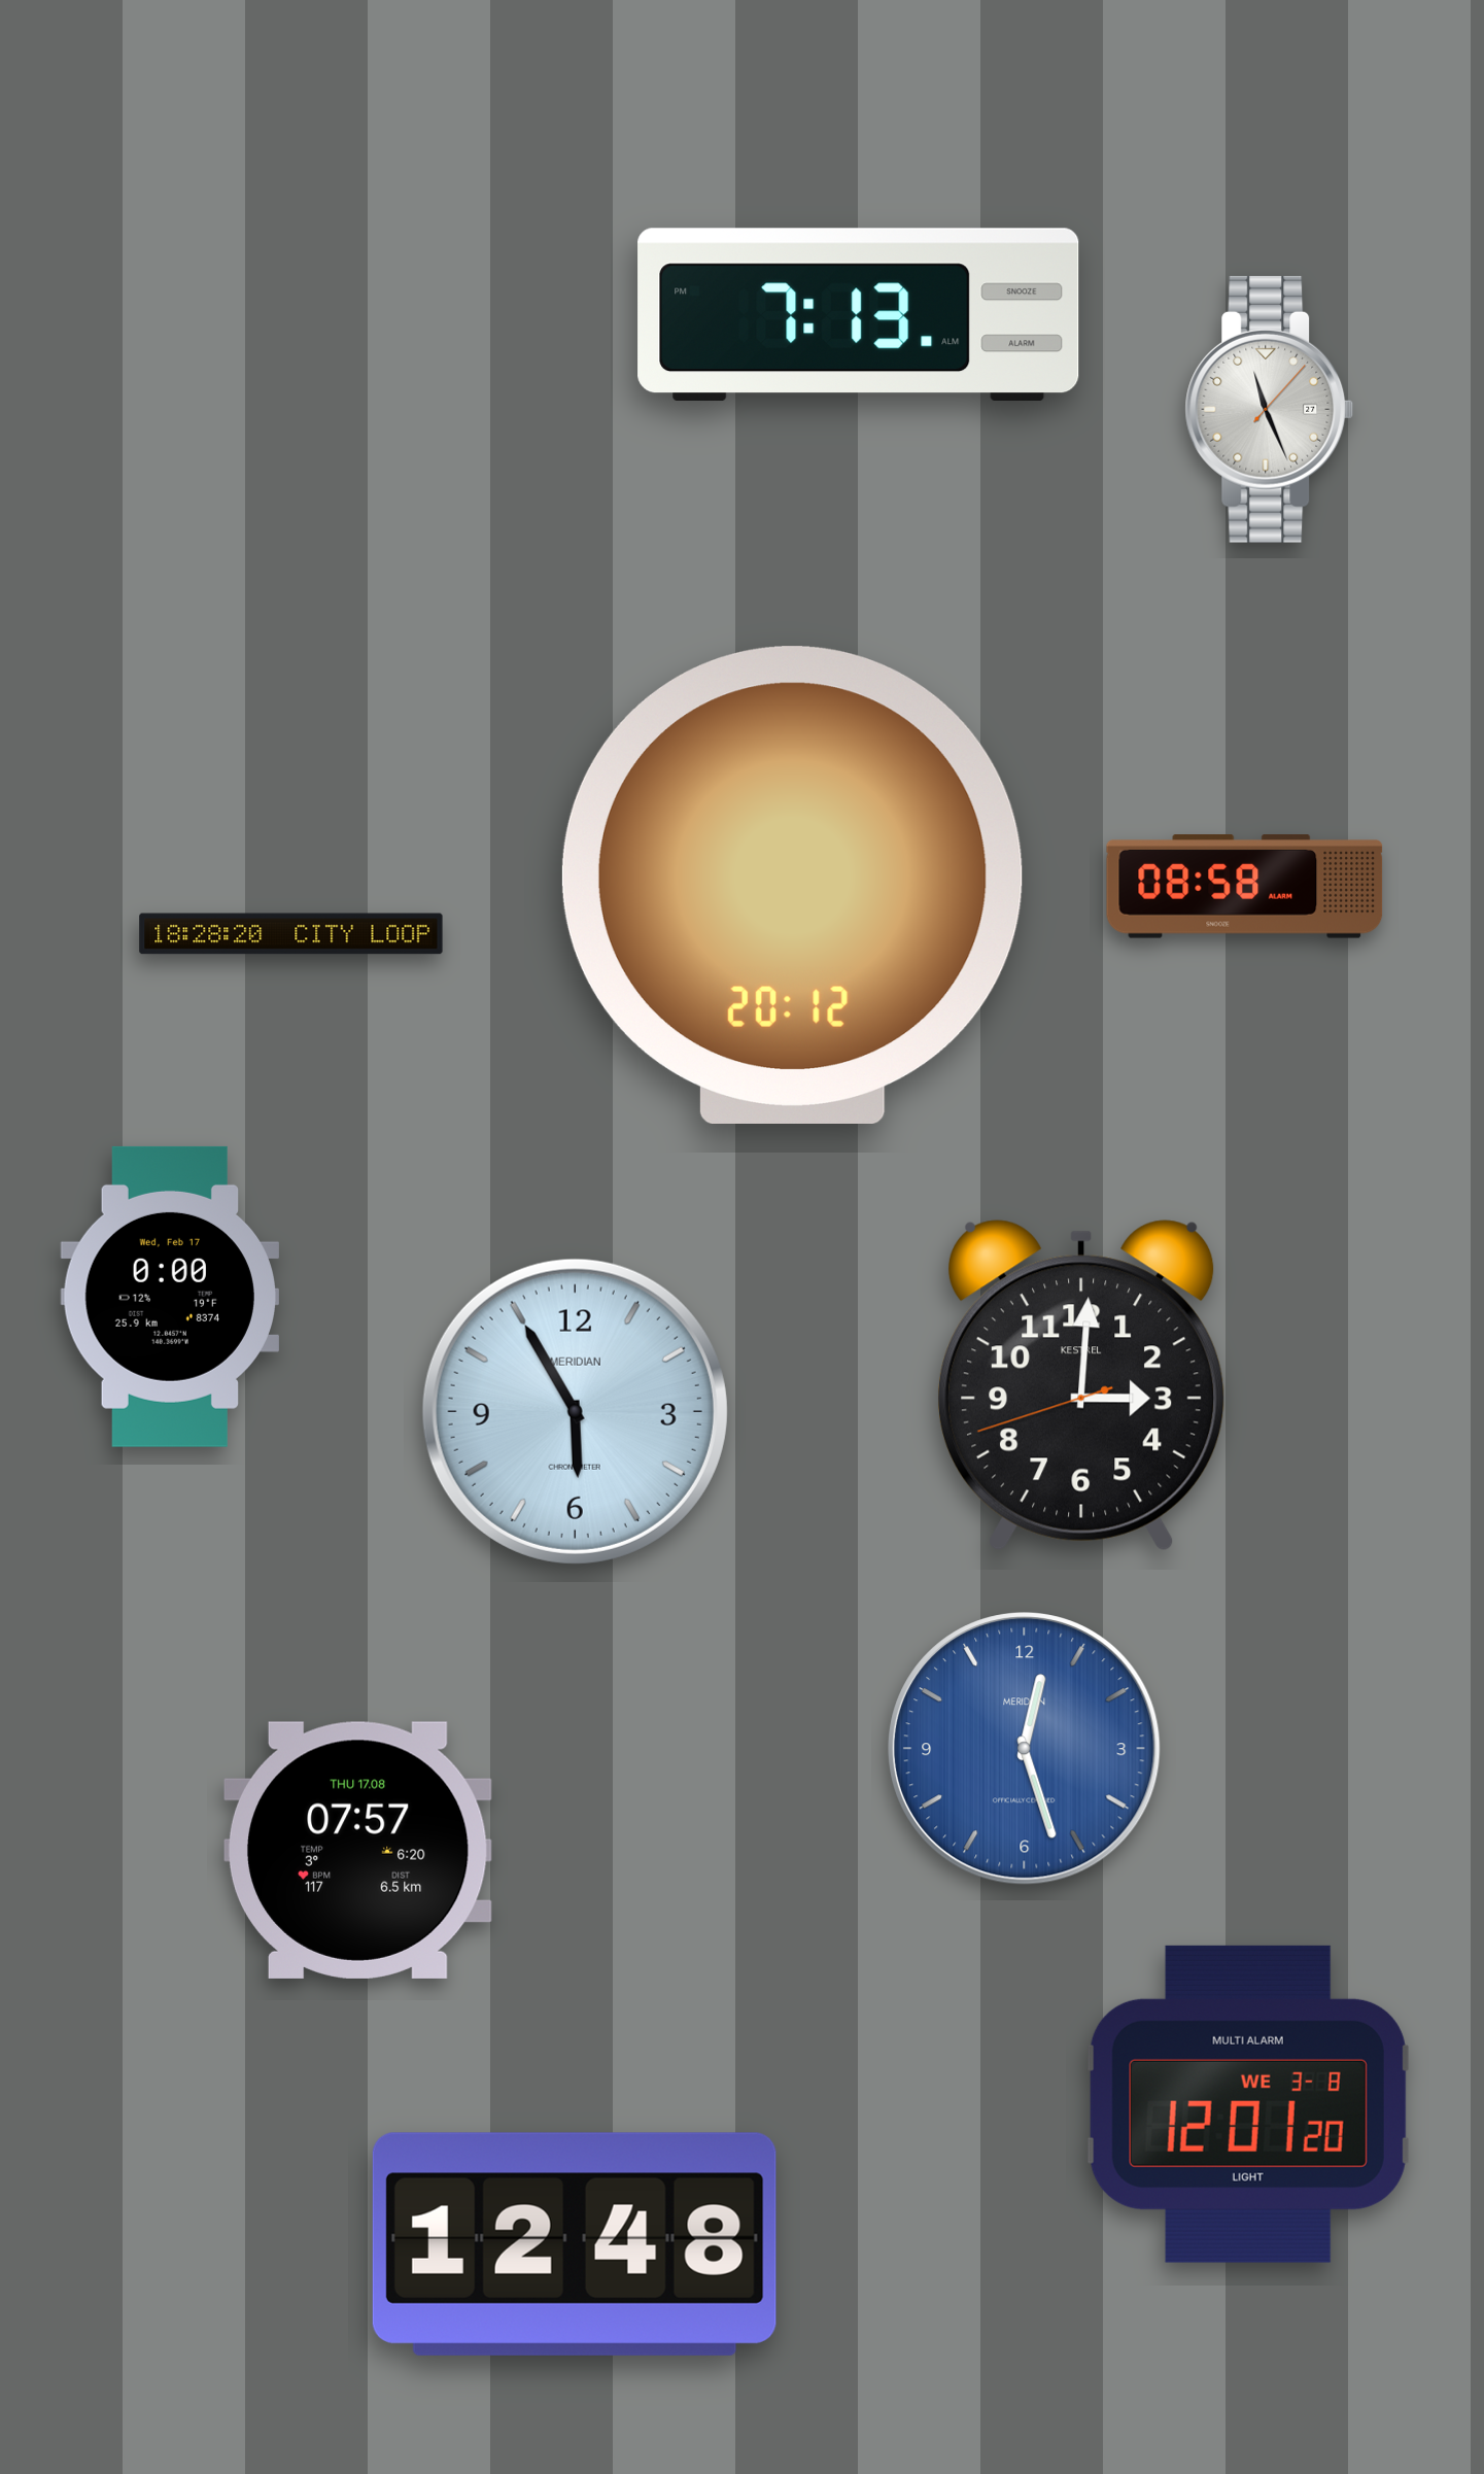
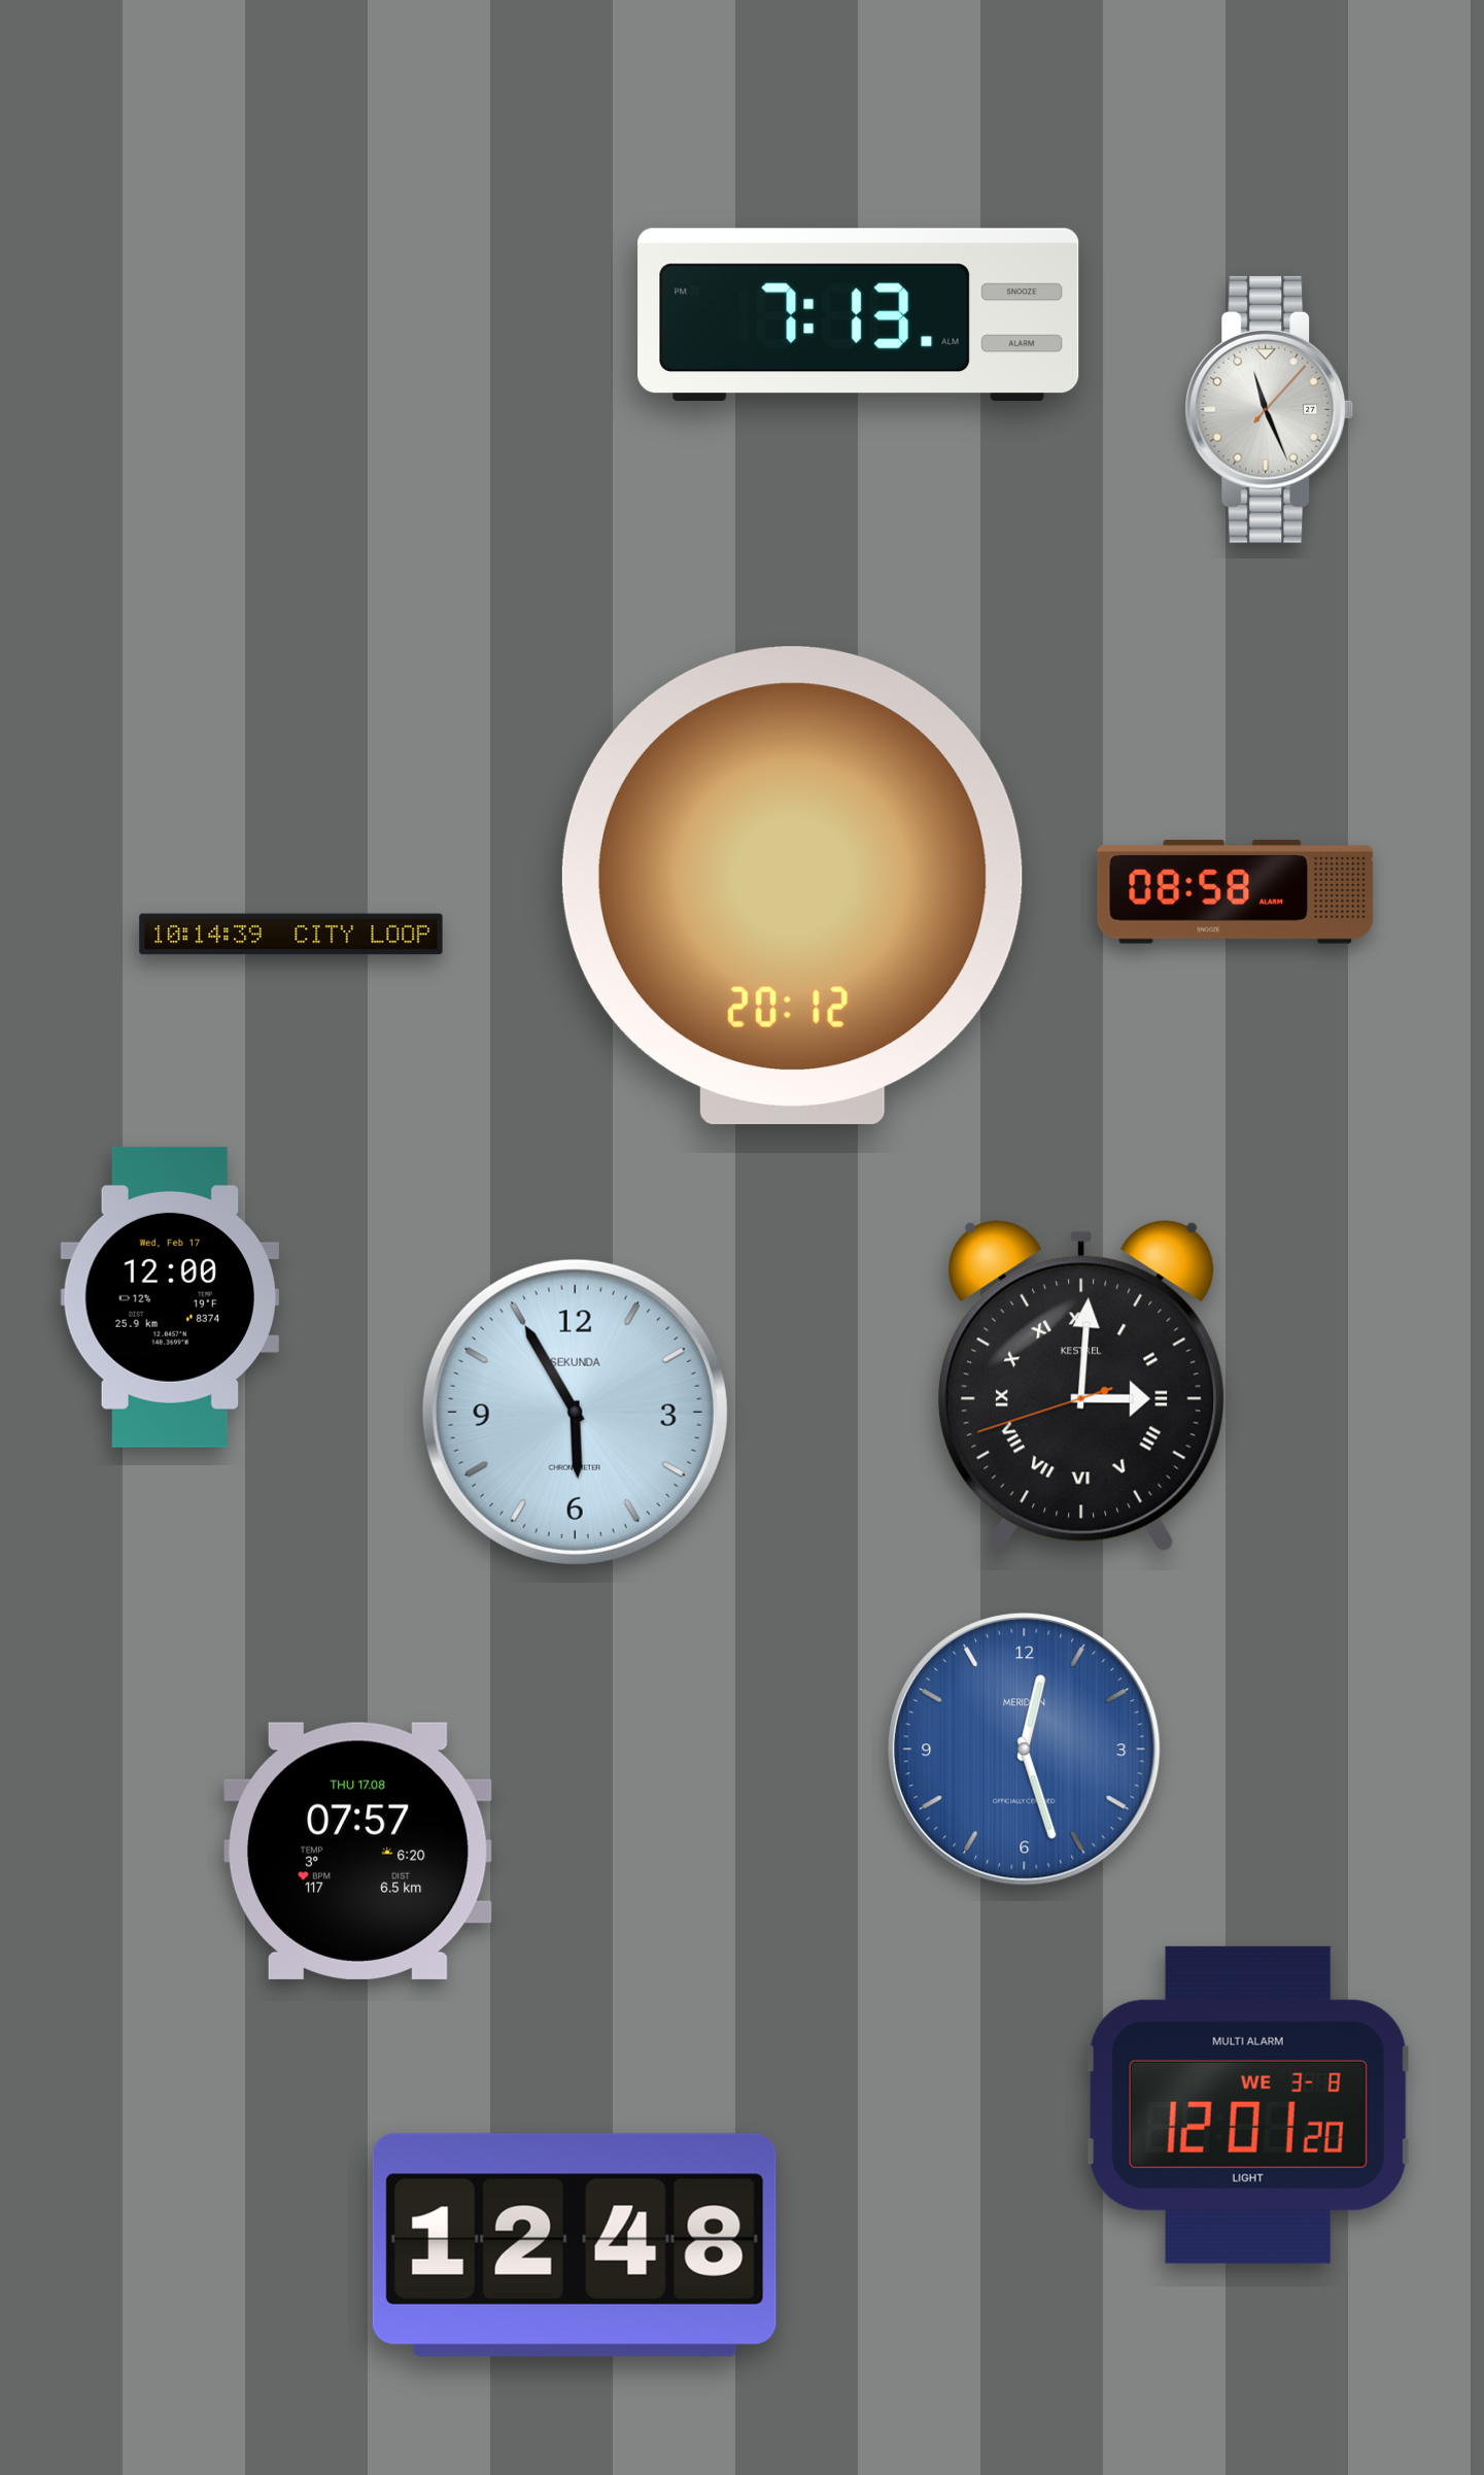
clock at (1245, 887) position: (1245, 887) -> (1236, 892)
clock at (291, 934): 18:28 -> 10:14
clock at (169, 1297): 0:00 -> 12:00
clock at (1081, 1385) numerals: Arabic -> Roman
clock at (575, 1411) brand: MERIDIAN -> SEKUNDA
